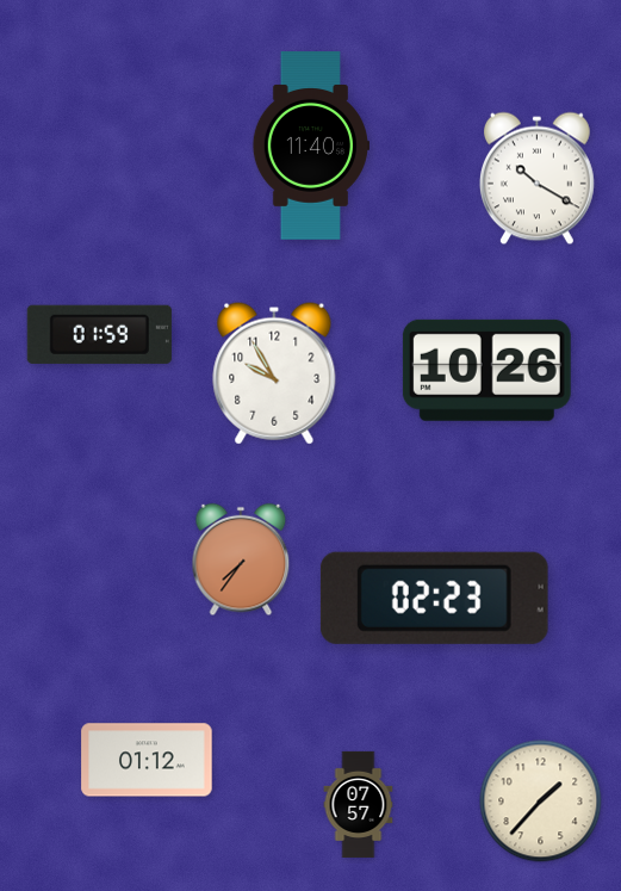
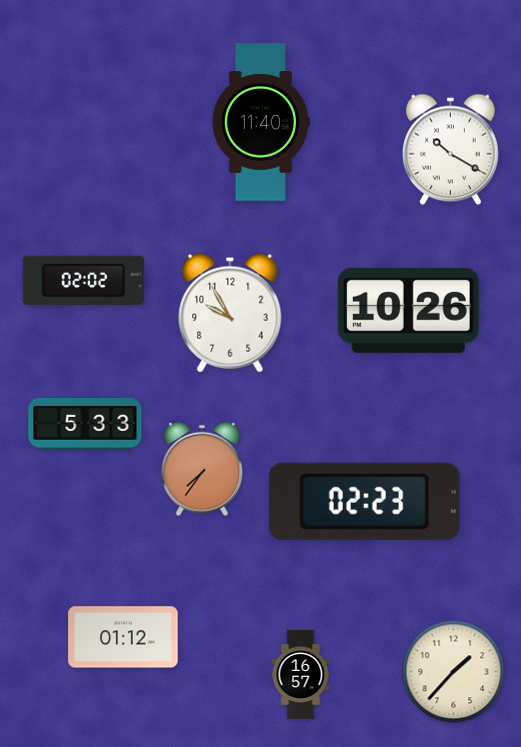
clock at (99, 334): 01:59 -> 02:02
clock at (85, 424): none -> 5:33
clock at (359, 804): 07:57 -> 16:57
